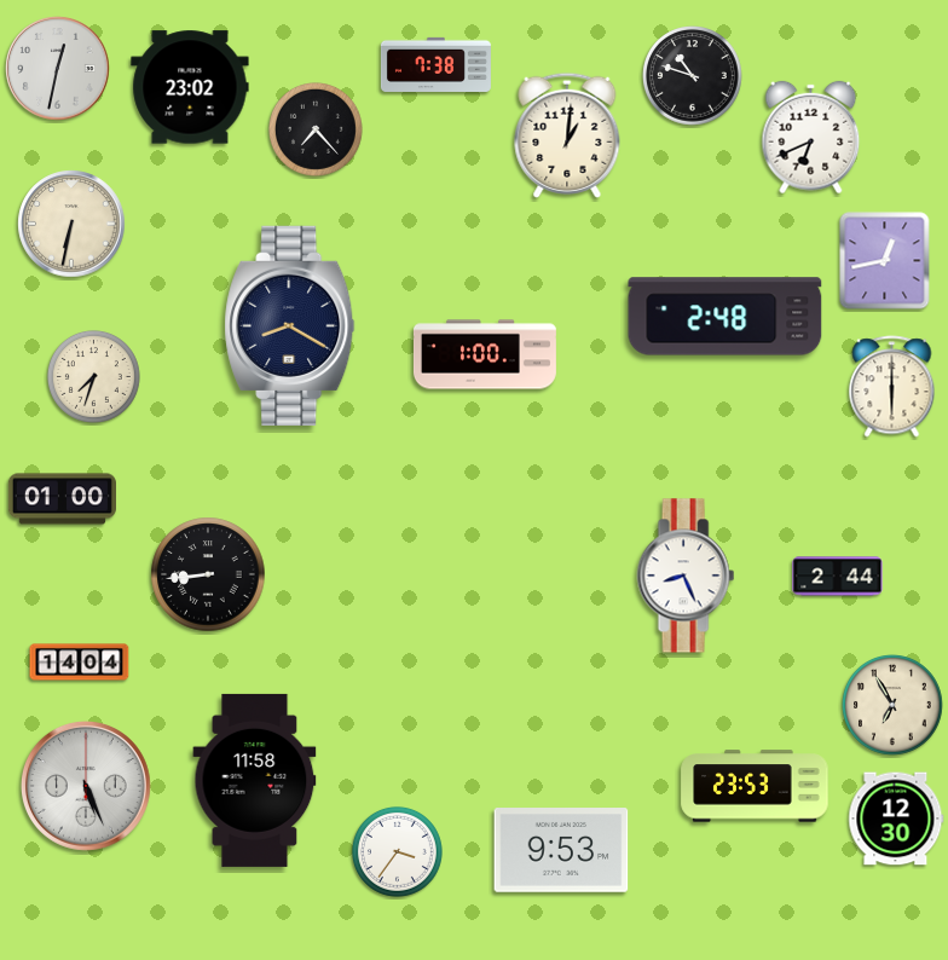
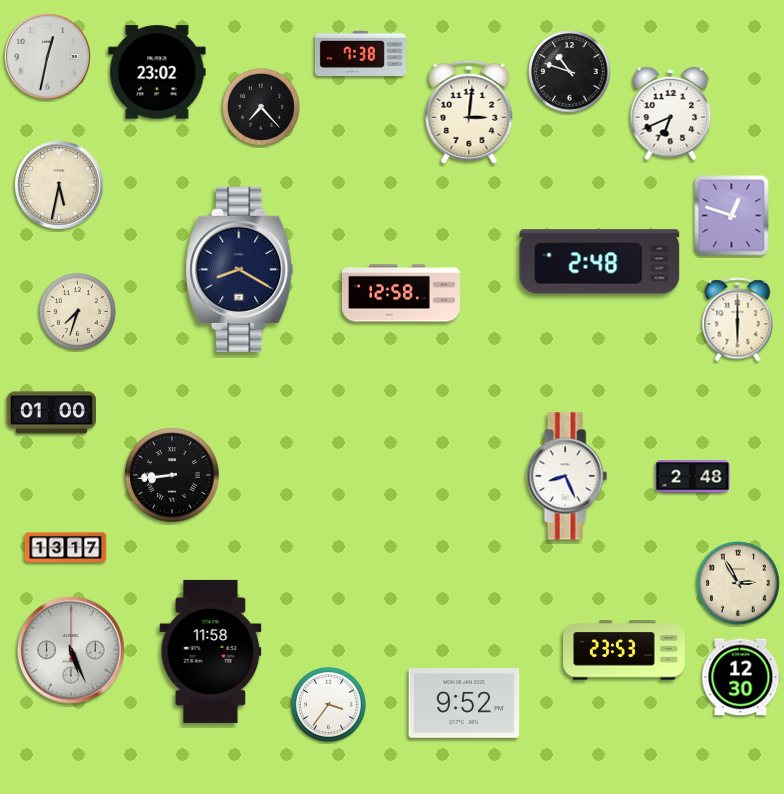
clock at (693, 76) position: (693, 76) -> (570, 72)
clock at (567, 135): 1:01 -> 3:01
clock at (71, 224): 6:32 -> 5:32
clock at (885, 261): 12:43 -> 12:48
clock at (485, 354): 1:00 -> 12:58
clock at (838, 577): 2:44 -> 2:48
clock at (80, 663): 14:04 -> 13:17
clock at (892, 705): 6:55 -> 2:55
clock at (255, 780) position: (255, 780) -> (211, 651)
clock at (561, 851): 9:53 -> 9:52
